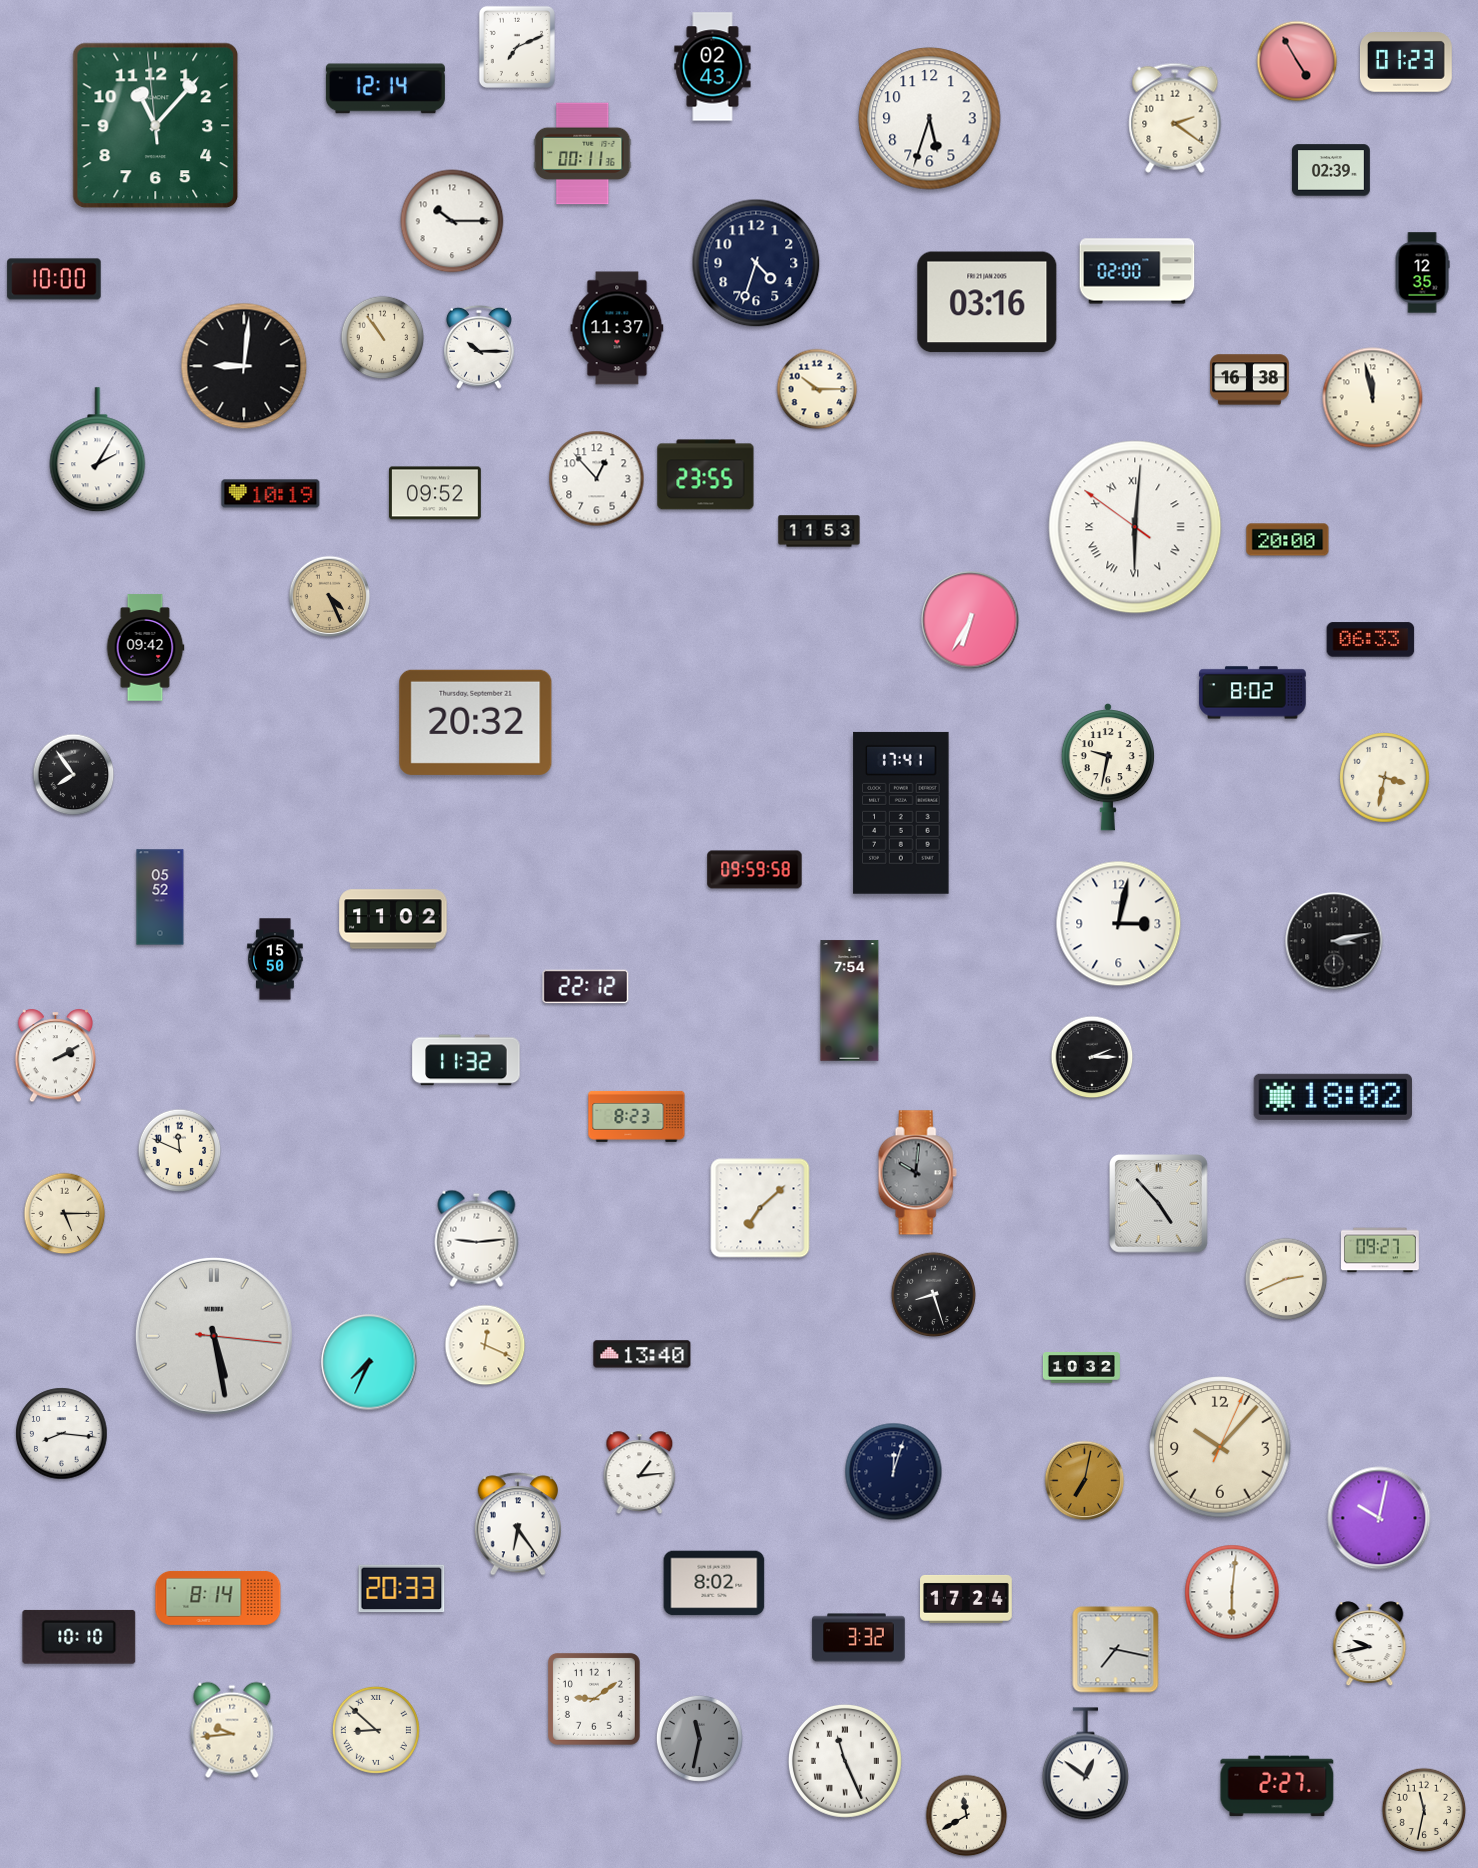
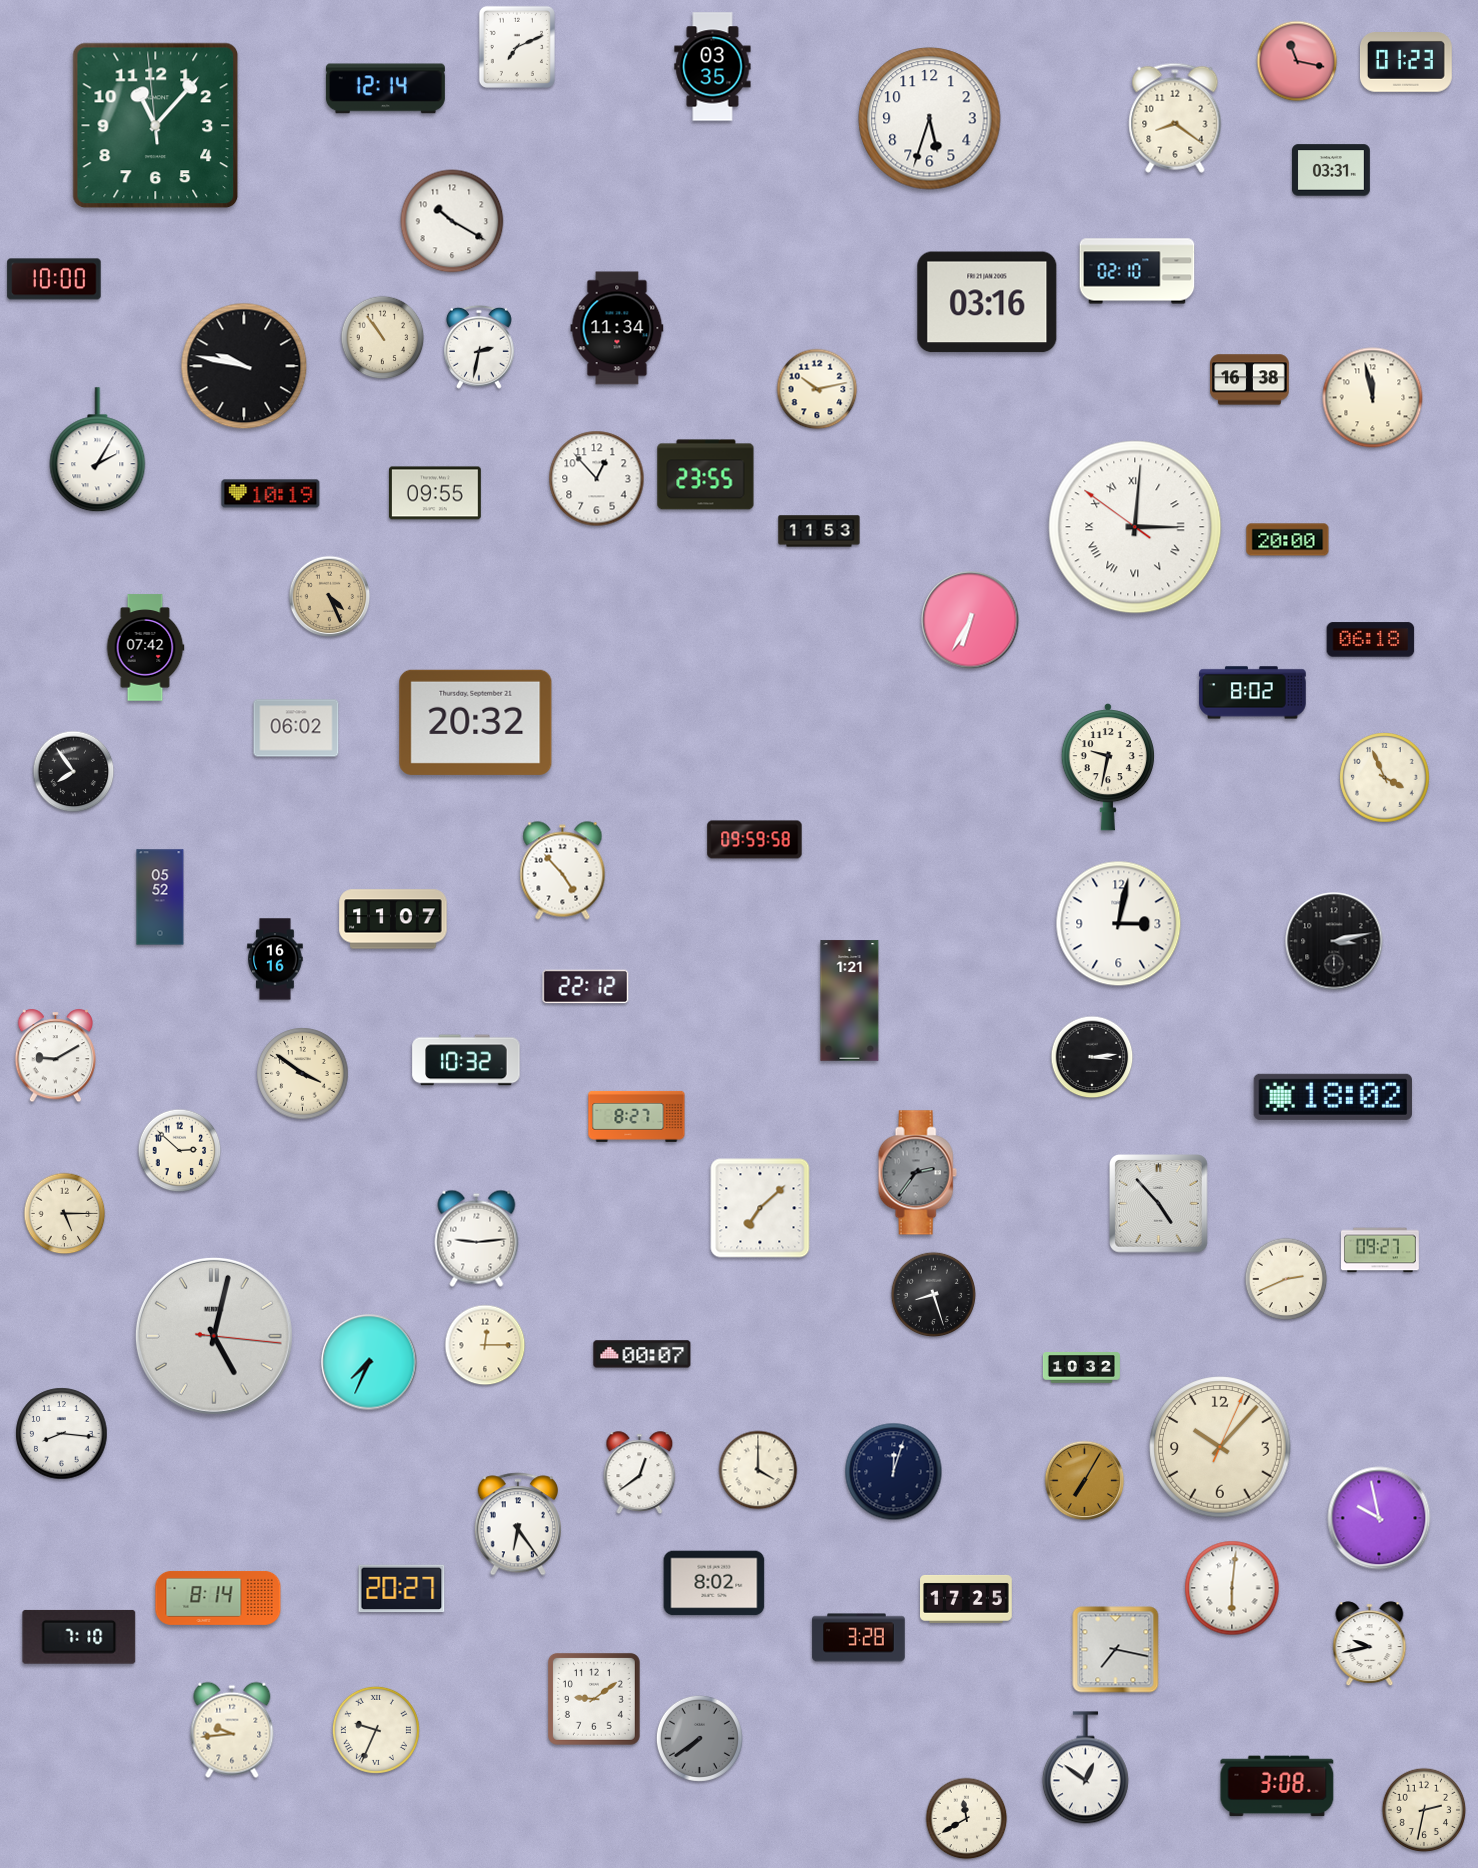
clock at (1297, 61): 4:55 -> 11:17
clock at (713, 67): 02:43 -> 03:35
clock at (1175, 118): 2:21 -> 8:21
clock at (583, 154): 00:11 -> none
clock at (1332, 170): 02:39 -> 03:31
clock at (452, 221): 10:15 -> 10:20
clock at (756, 263): 4:33 -> none
clock at (1137, 271): 02:00 -> 02:10
clock at (1422, 273): 12:35 -> none
clock at (617, 328): 11:37 -> 11:34
clock at (479, 347): 10:15 -> 2:32
clock at (244, 366): 9:01 -> 9:47
clock at (817, 389): 10:15 -> 10:13
clock at (435, 493): 09:52 -> 09:55
clock at (1135, 527): 6:00 -> 3:00
clock at (1371, 640): 06:33 -> 06:18
clock at (145, 648): 09:42 -> 07:42
clock at (296, 728): none -> 06:02
clock at (74, 775) position: (74, 775) -> (74, 772)
clock at (1385, 778): 3:32 -> 3:56
clock at (901, 813): 17:41 -> none
clock at (755, 870) position: (755, 870) -> (755, 840)
clock at (563, 871): none -> 4:53
clock at (393, 919): 11:02 -> 11:07
clock at (275, 959): 15:50 -> 16:16
clock at (850, 1001): 7:54 -> 1:21
clock at (55, 1056): 2:10 -> 9:10
clock at (1092, 1057): 2:15 -> 3:14
clock at (466, 1060): 11:32 -> 10:32
clock at (303, 1074): none -> 3:51
clock at (637, 1116): 8:23 -> 8:27
clock at (180, 1151): 11:49 -> 2:52
clock at (917, 1173): 10:01 -> 2:36
clock at (214, 1336): 5:28 -> 5:02
clock at (485, 1345): 12:19 -> 12:15
clock at (642, 1354): 13:40 -> 00:07
clock at (758, 1470): none -> 4:00
clock at (640, 1472): 1:14 -> 12:39
clock at (1085, 1481): 7:02 -> 7:05
clock at (1379, 1518): 10:02 -> 9:58
clock at (402, 1589): 20:33 -> 20:27
clock at (1232, 1592) position: (1232, 1592) -> (1232, 1588)
clock at (967, 1599): 17:24 -> 17:25
clock at (79, 1637): 10:10 -> 7:10
clock at (859, 1638): 3:32 -> 3:28
clock at (376, 1730): 8:52 -> 9:34
clock at (699, 1738): 11:32 -> 7:39
clock at (845, 1761): 11:26 -> none
clock at (1085, 1764) position: (1085, 1764) -> (1085, 1768)
clock at (1277, 1786): 2:27 -> 3:08
clock at (1424, 1810): 11:32 -> 2:32
clock at (967, 1816) position: (967, 1816) -> (967, 1819)
